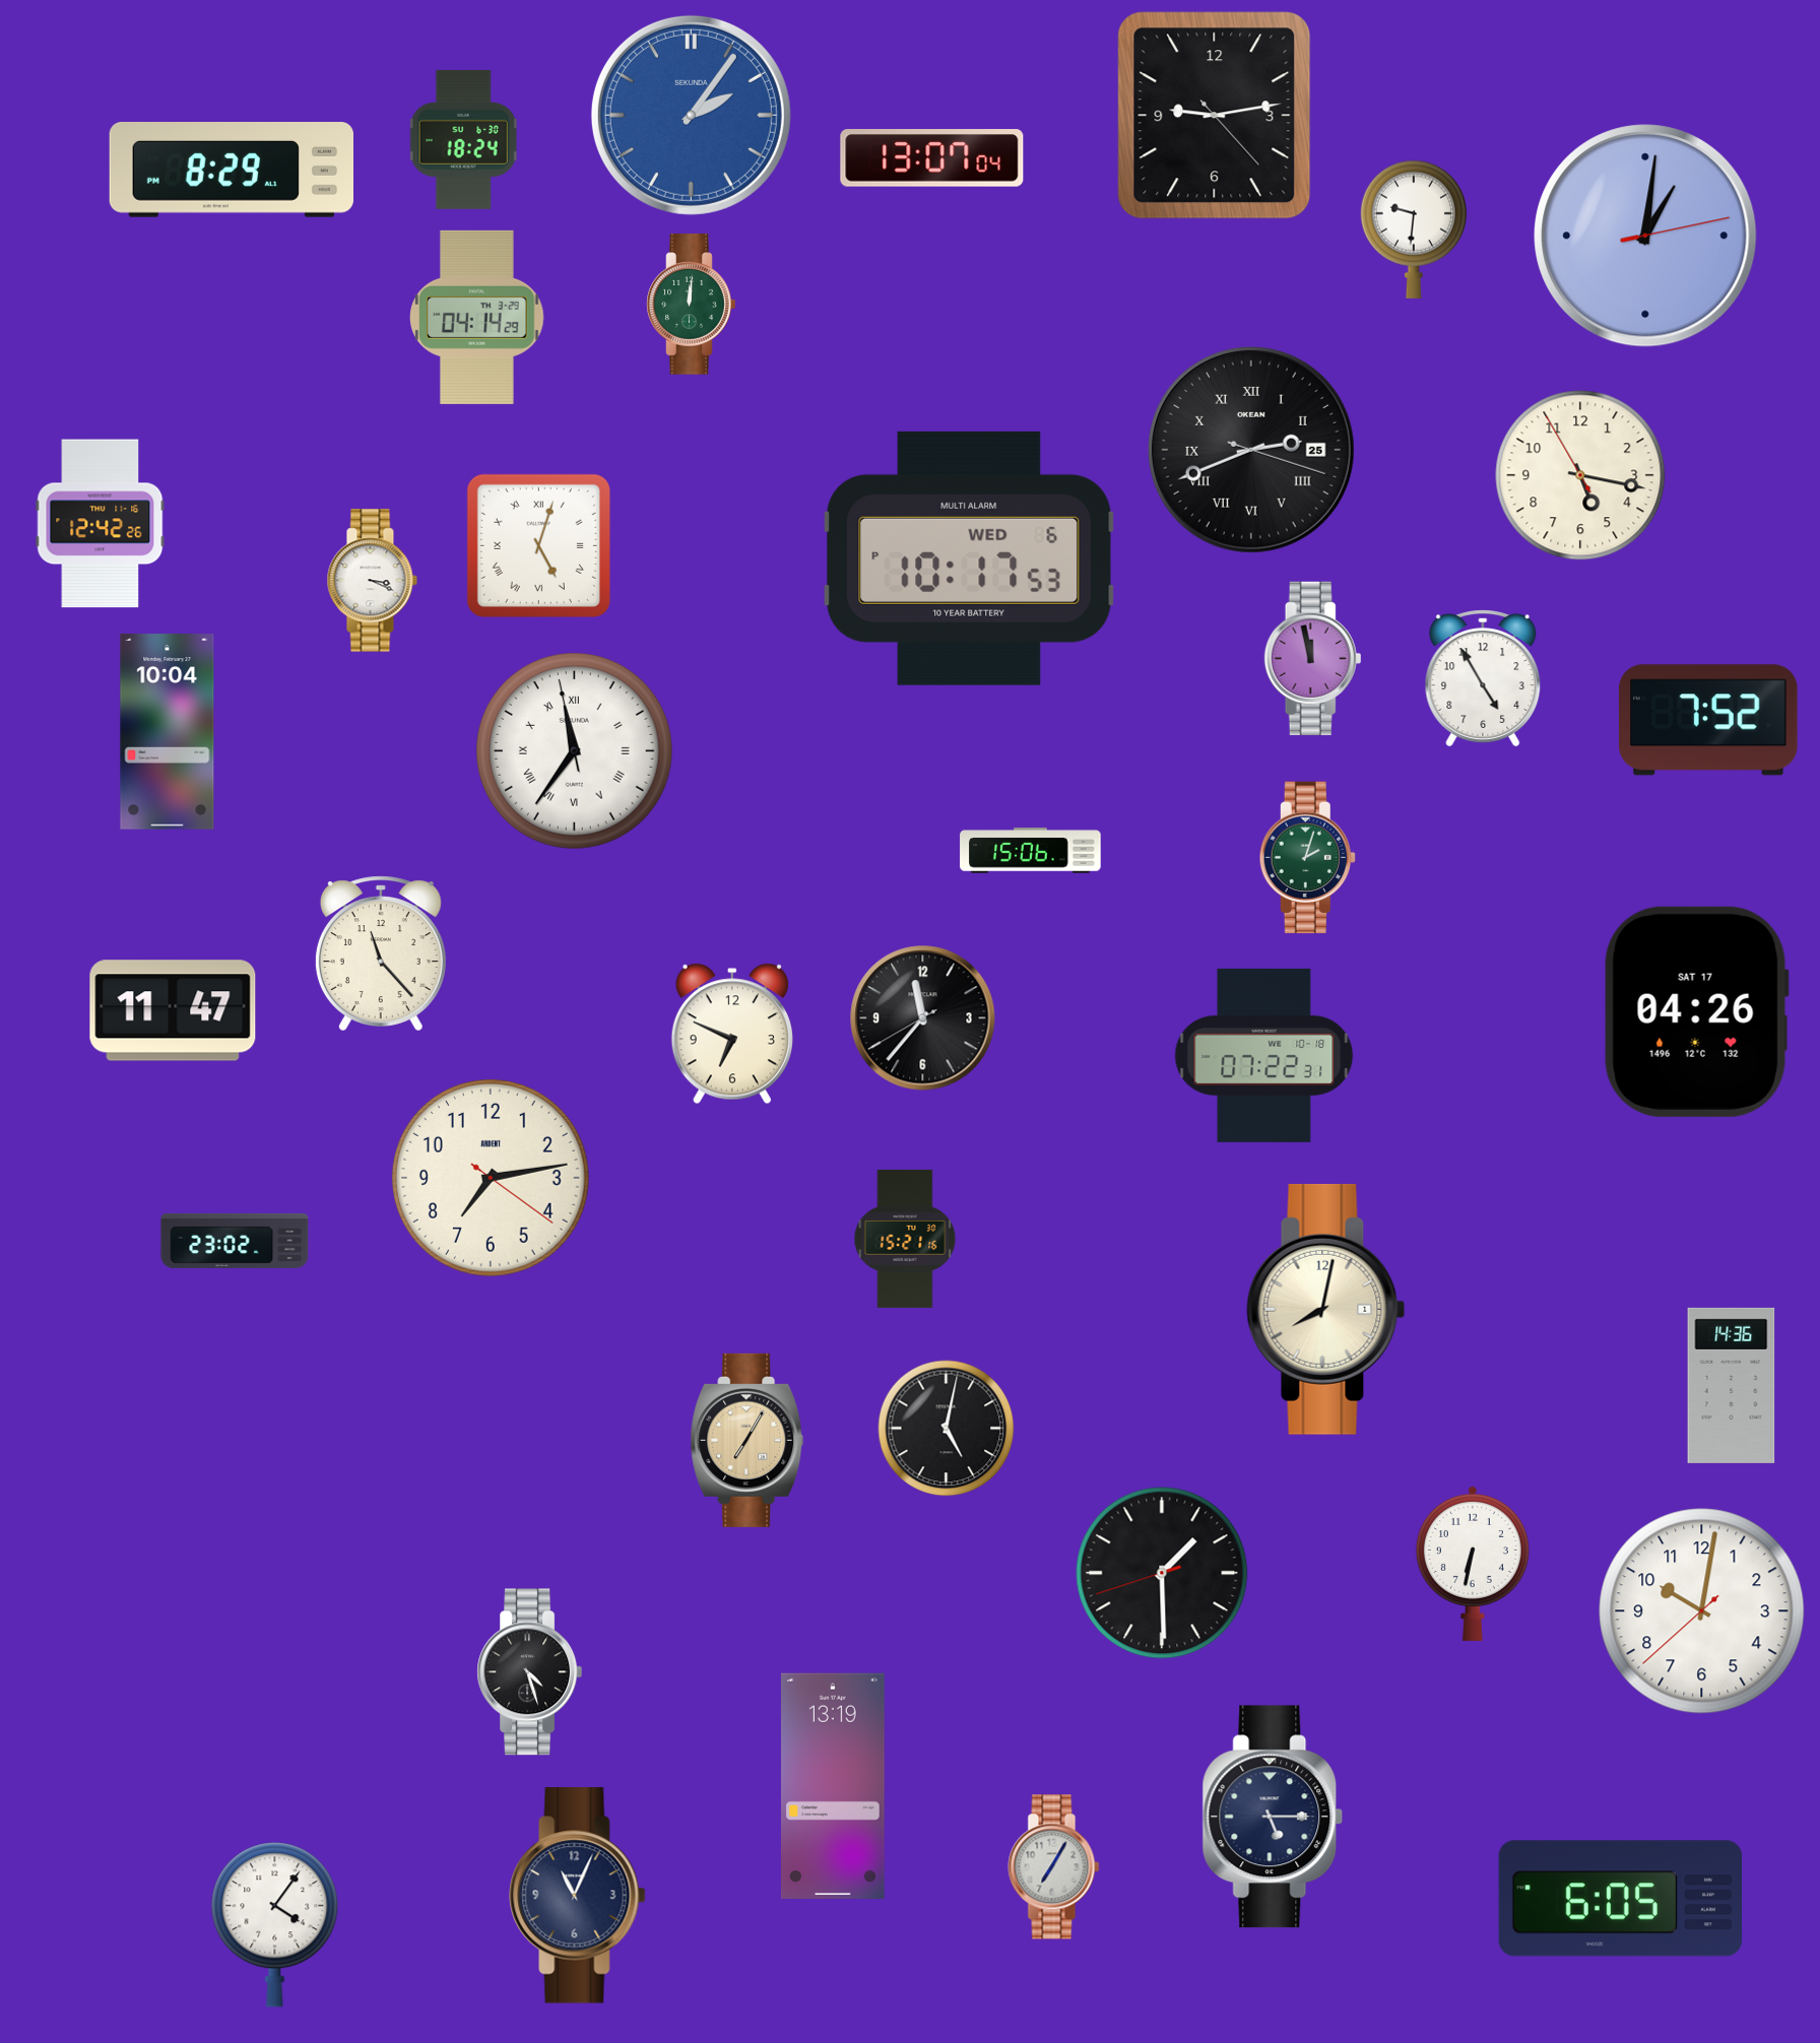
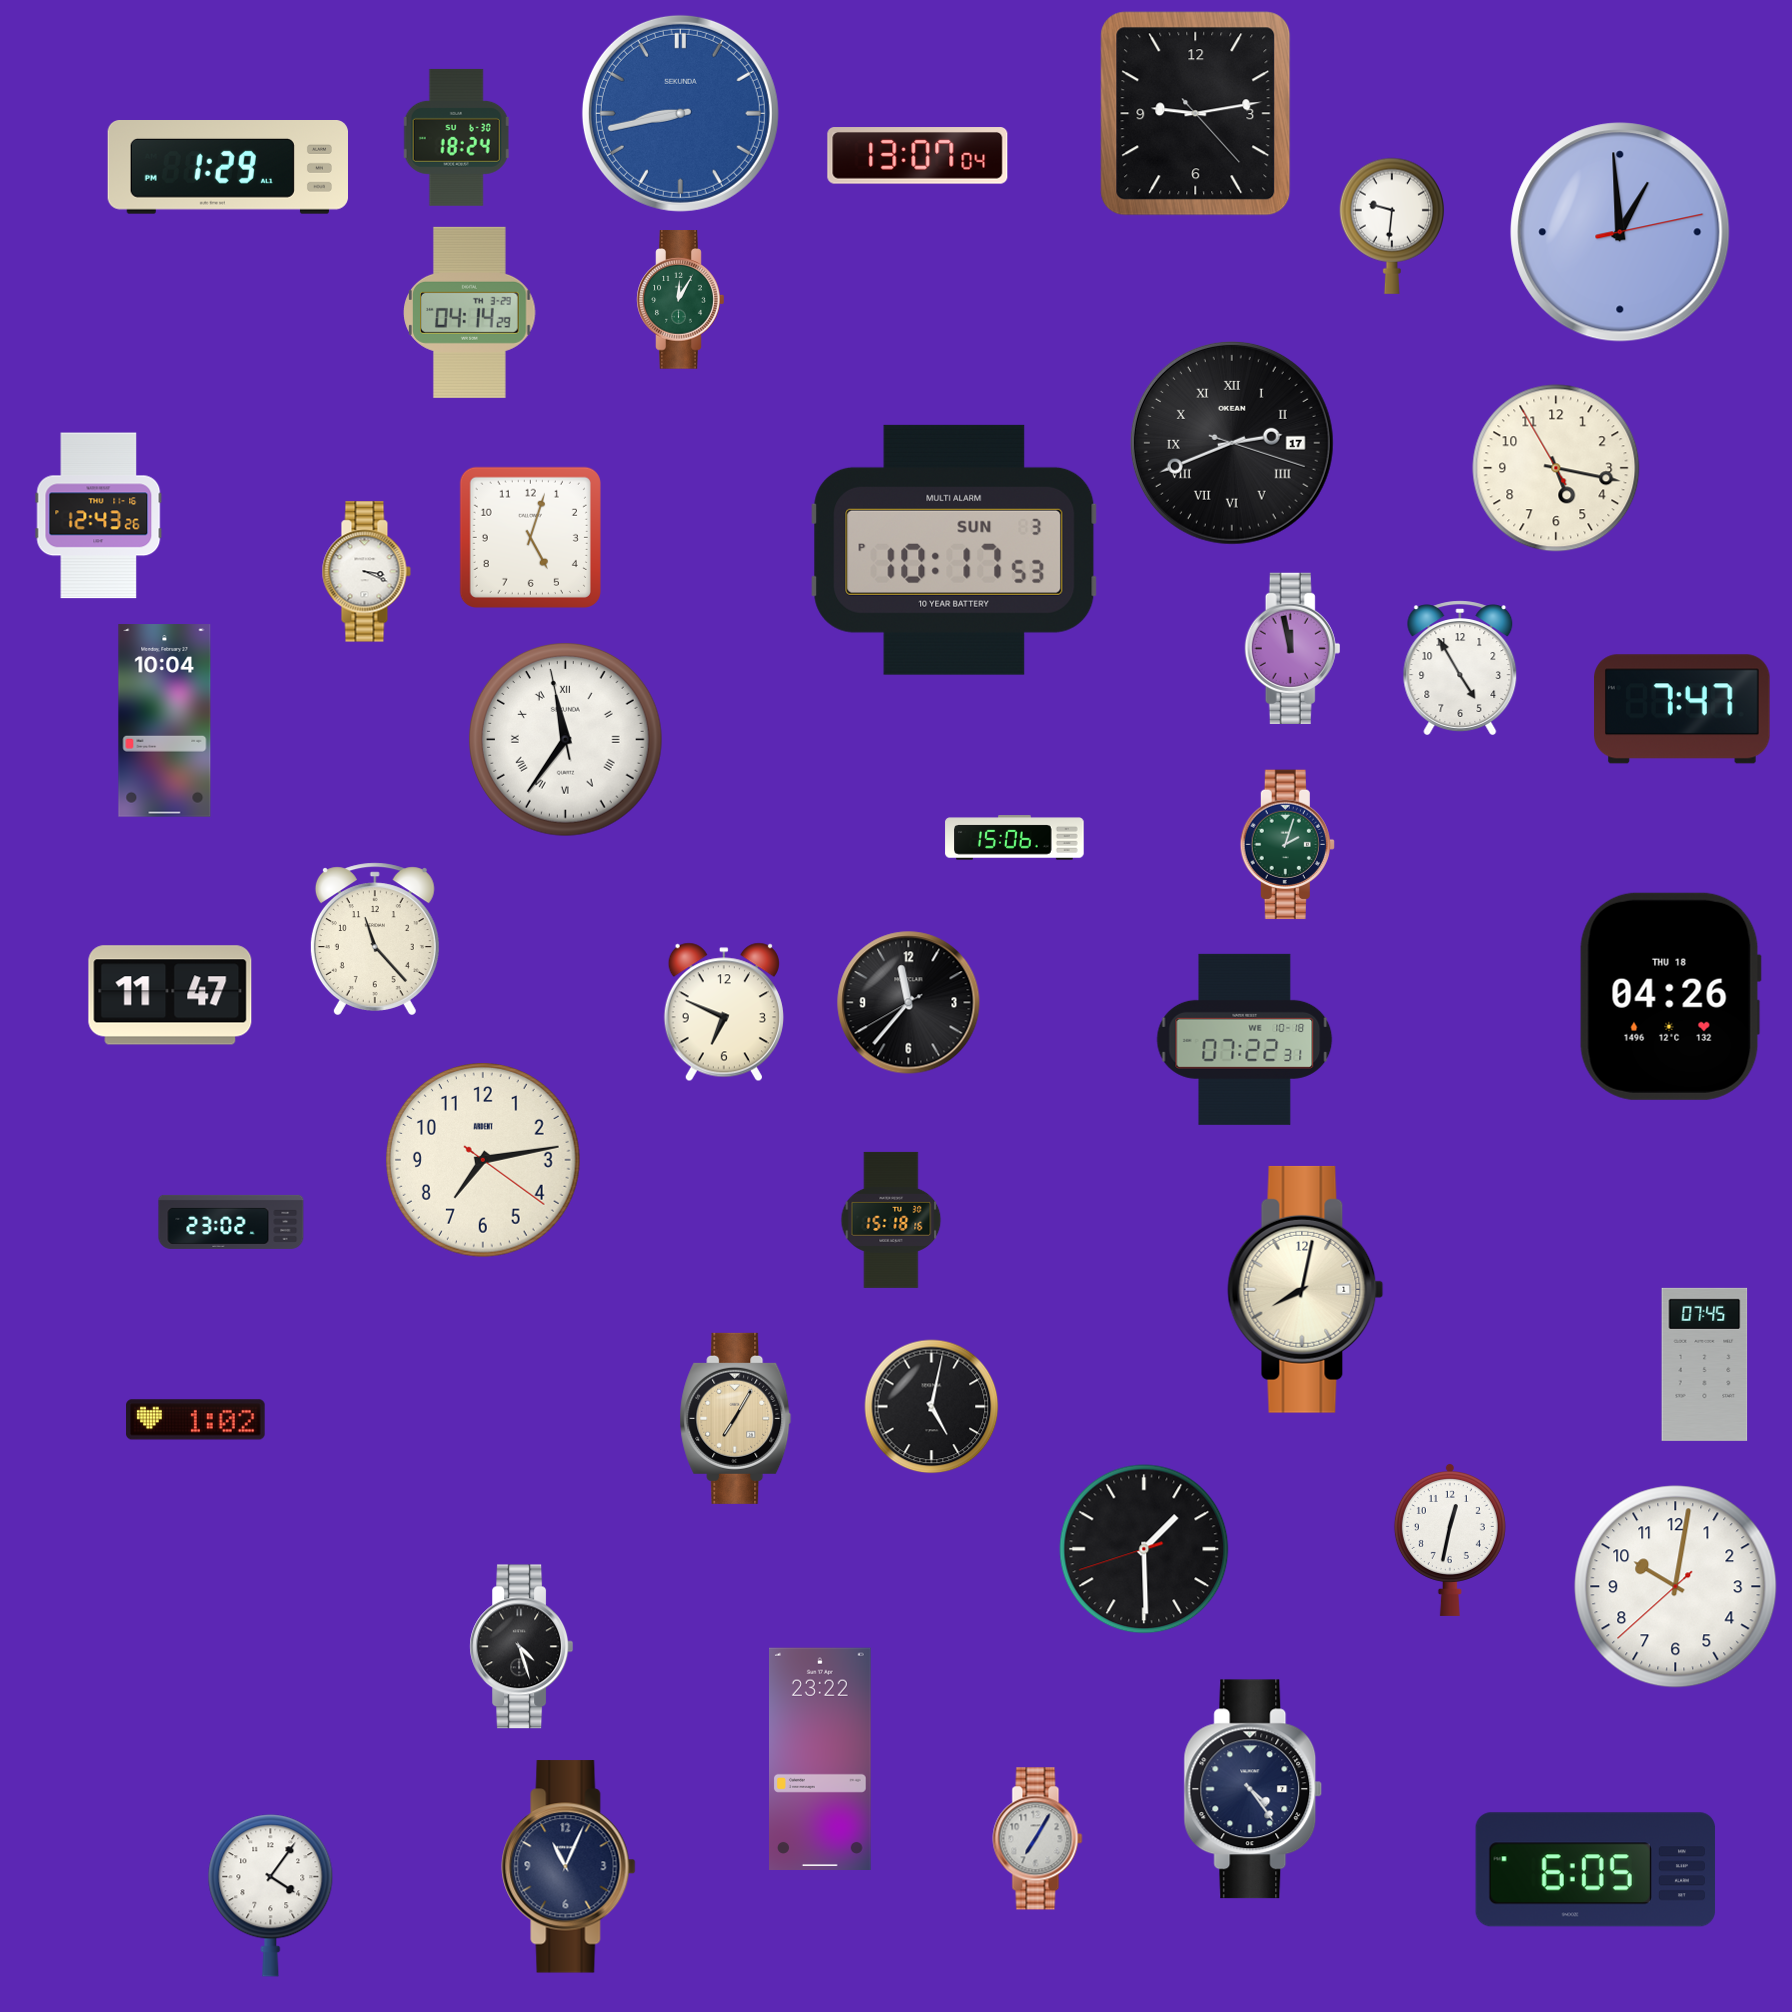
clock at (691, 115): 2:06 -> 8:43
clock at (231, 171): 8:29 -> 1:29
clock at (1645, 236): 1:01 -> 12:59
clock at (692, 305): 12:01 -> 12:05
clock at (1251, 450) date: 25 -> 17
clock at (101, 524): 12:42 -> 12:43
clock at (538, 545) numerals: Roman -> Arabic
clock at (969, 558) date: WED 6 -> SUN 3
clock at (1708, 720): 7:52 -> 7:47
clock at (1696, 1011) date: SAT 17 -> THU 18
clock at (732, 1034) position: (732, 1034) -> (724, 1012)
clock at (905, 1239): 15:21 -> 15:18
clock at (1732, 1385): 14:36 -> 07:45
clock at (196, 1420): none -> 1:02
clock at (1473, 1563): 6:32 -> 12:32
clock at (834, 1785): 13:19 -> 23:22
clock at (1273, 1817): 5:15 -> 4:24
